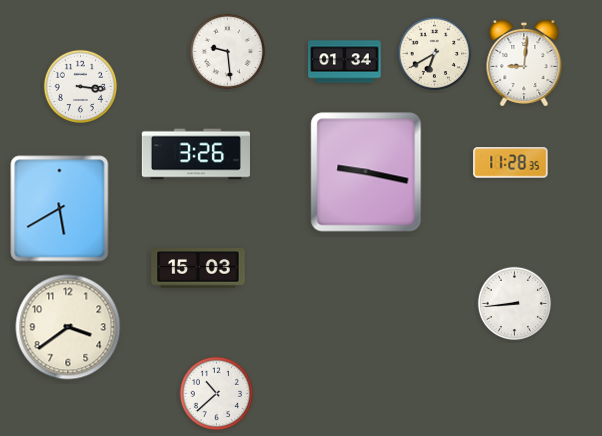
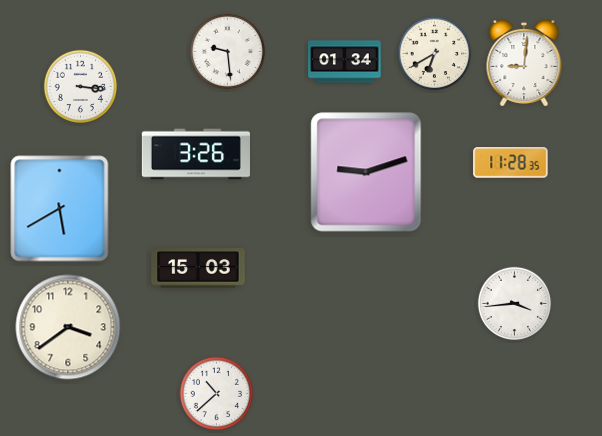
clock at (366, 172): 9:17 -> 9:12
clock at (515, 304): 8:44 -> 3:44
